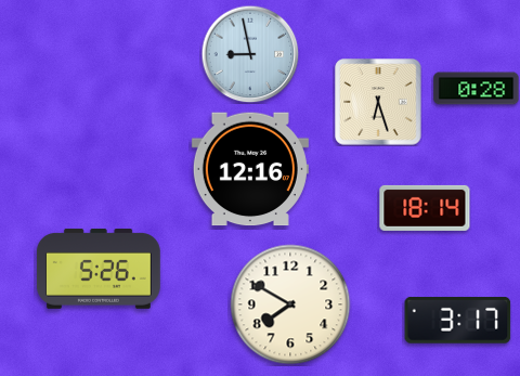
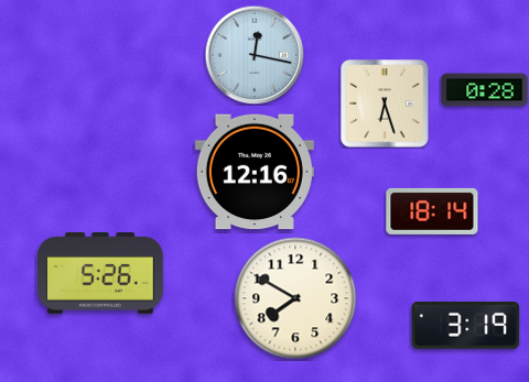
clock at (250, 54): 8:58 -> 12:17
clock at (290, 304) position: (290, 304) -> (295, 298)
clock at (458, 320): 3:17 -> 3:19
